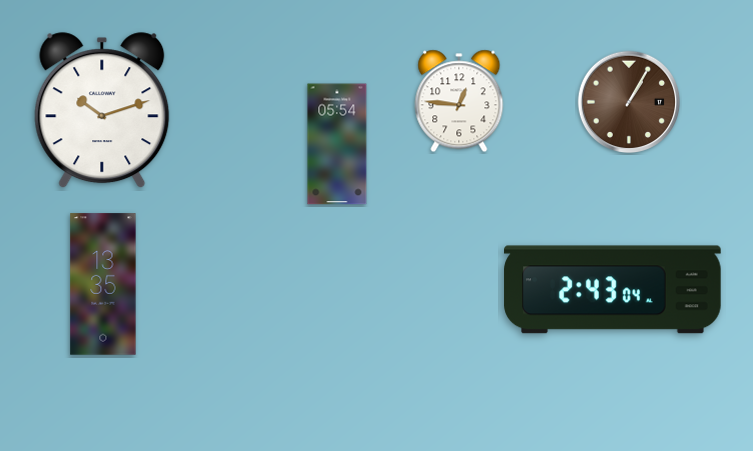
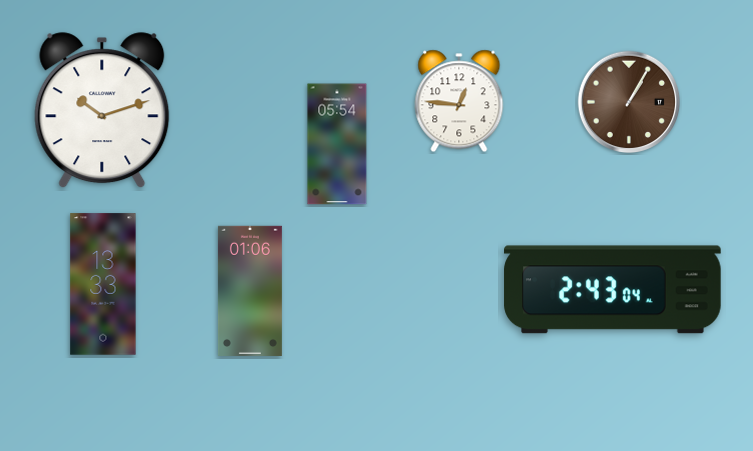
clock at (103, 284): 13:35 -> 13:33
clock at (250, 291): none -> 01:06
